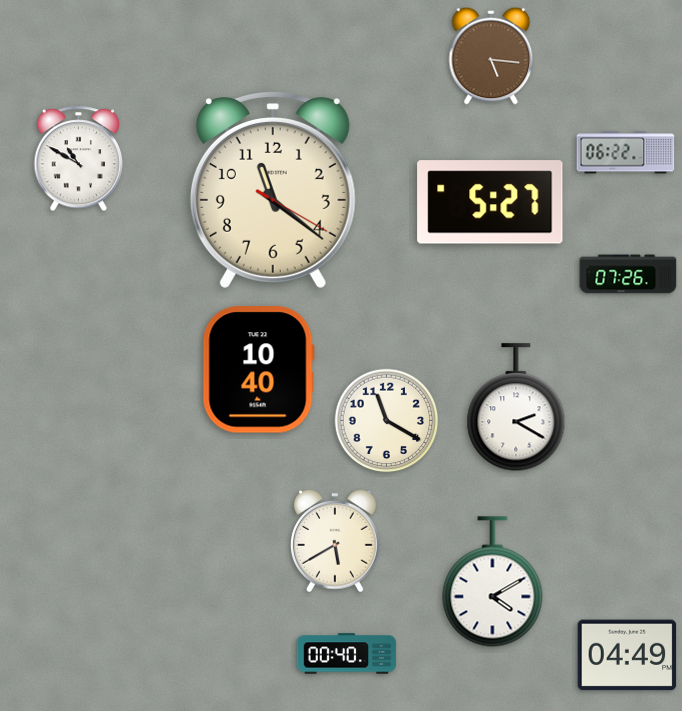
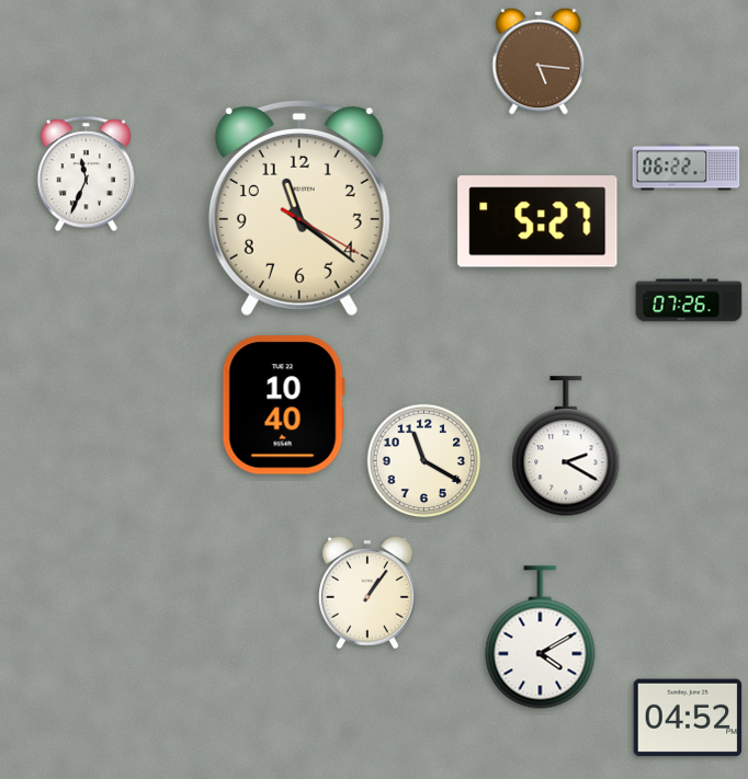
clock at (79, 159): 10:50 -> 11:34
clock at (336, 541): 5:40 -> 1:06
clock at (347, 654): 00:40 -> none
clock at (627, 655): 04:49 -> 04:52
